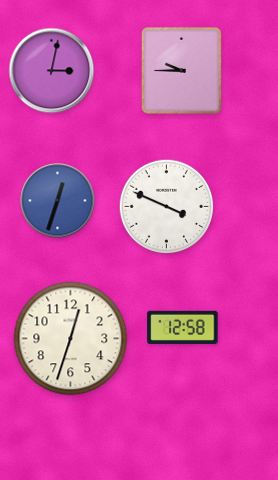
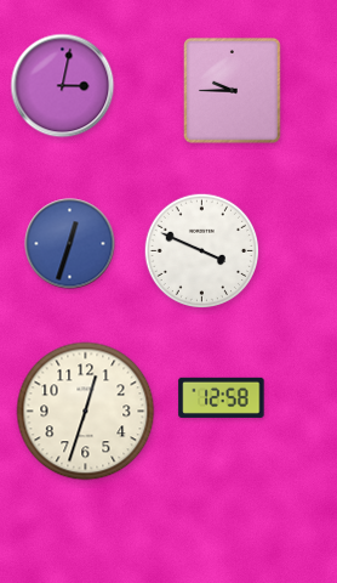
clock at (181, 70) position: (181, 70) -> (232, 90)
